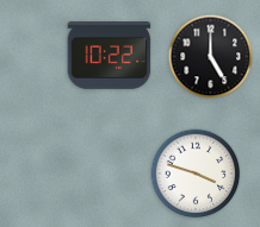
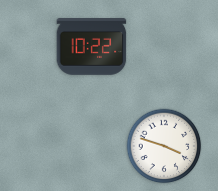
clock at (211, 57): 5:00 -> none
